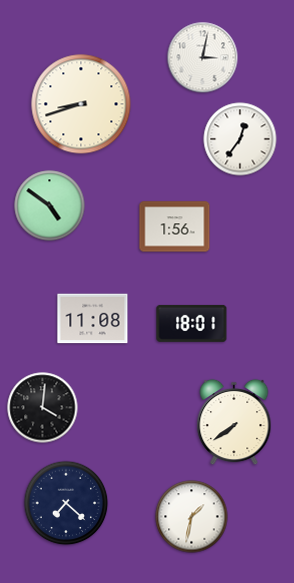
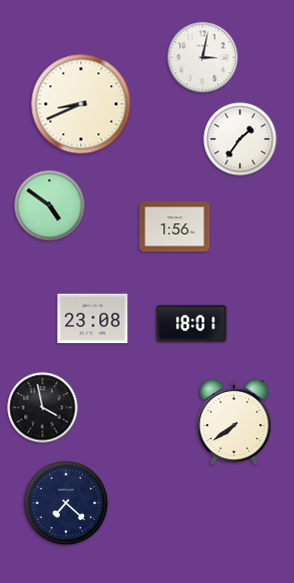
clock at (81, 104): 8:42 -> 8:41
clock at (240, 139): 12:36 -> 1:36
clock at (93, 319): 11:08 -> 23:08
clock at (43, 408): 4:01 -> 3:58
clock at (192, 517): 1:32 -> none
